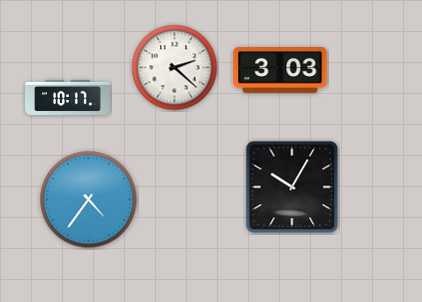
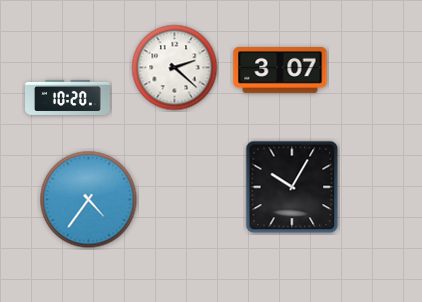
clock at (280, 71): 3:03 -> 3:07
clock at (68, 97): 10:17 -> 10:20
